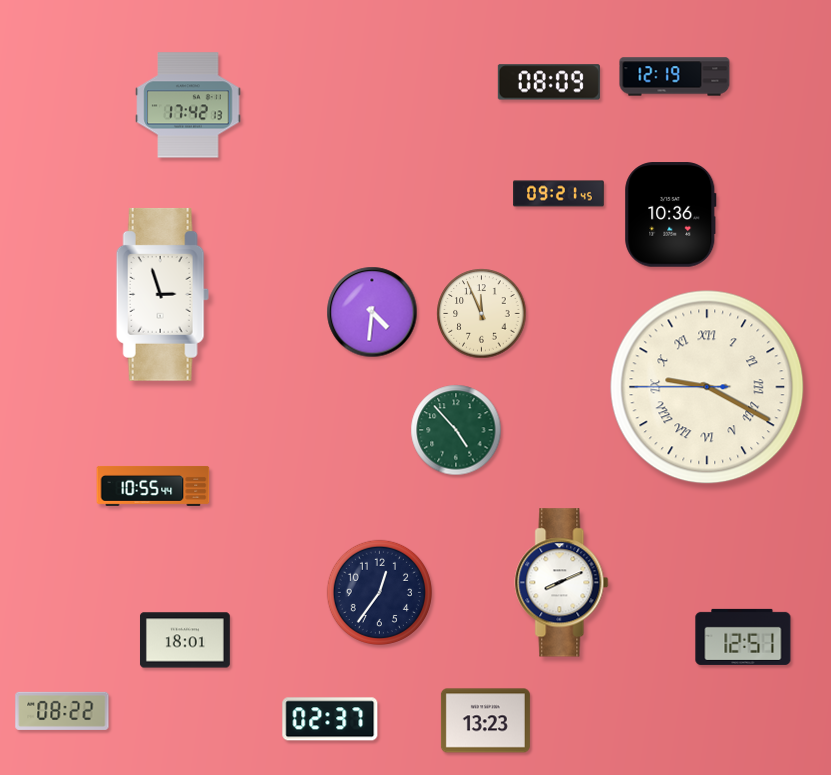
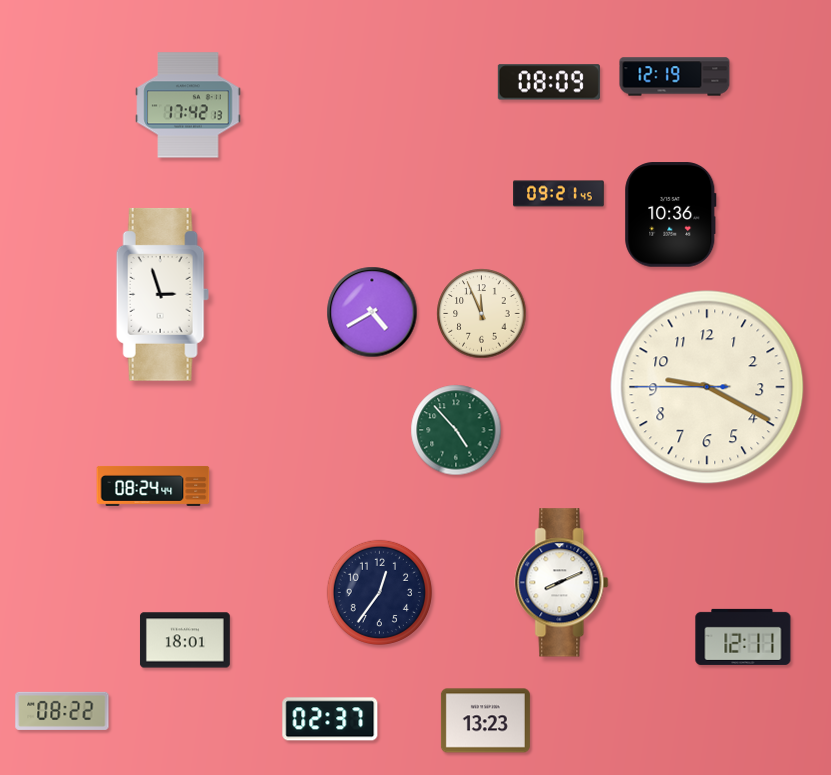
clock at (372, 312): 4:31 -> 4:40
clock at (707, 387) numerals: Roman -> Arabic
clock at (153, 486): 10:55 -> 08:24
clock at (743, 637): 12:51 -> 12:11
